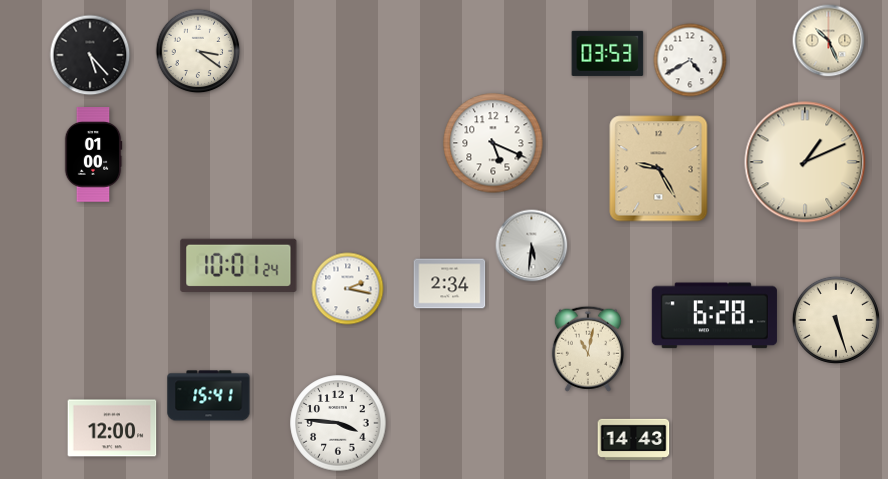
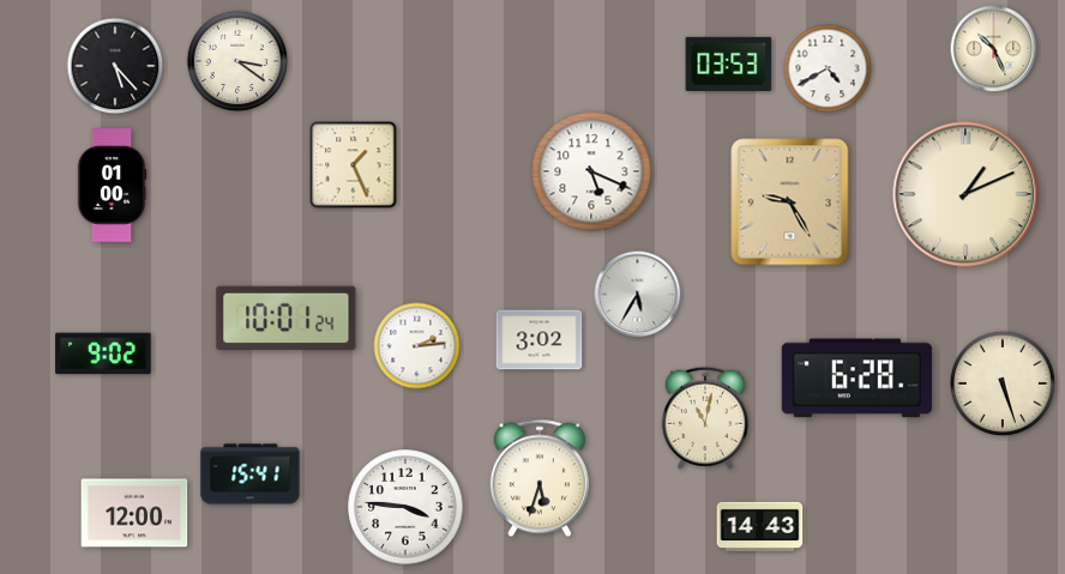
clock at (90, 55) position: (90, 55) -> (115, 66)
clock at (690, 60) position: (690, 60) -> (828, 68)
clock at (354, 165): none -> 1:26
clock at (532, 246): 5:31 -> 5:35
clock at (450, 284): 2:34 -> 3:02
clock at (348, 289): 2:17 -> 2:14
clock at (103, 354): none -> 9:02
clock at (540, 478): none -> 5:33
